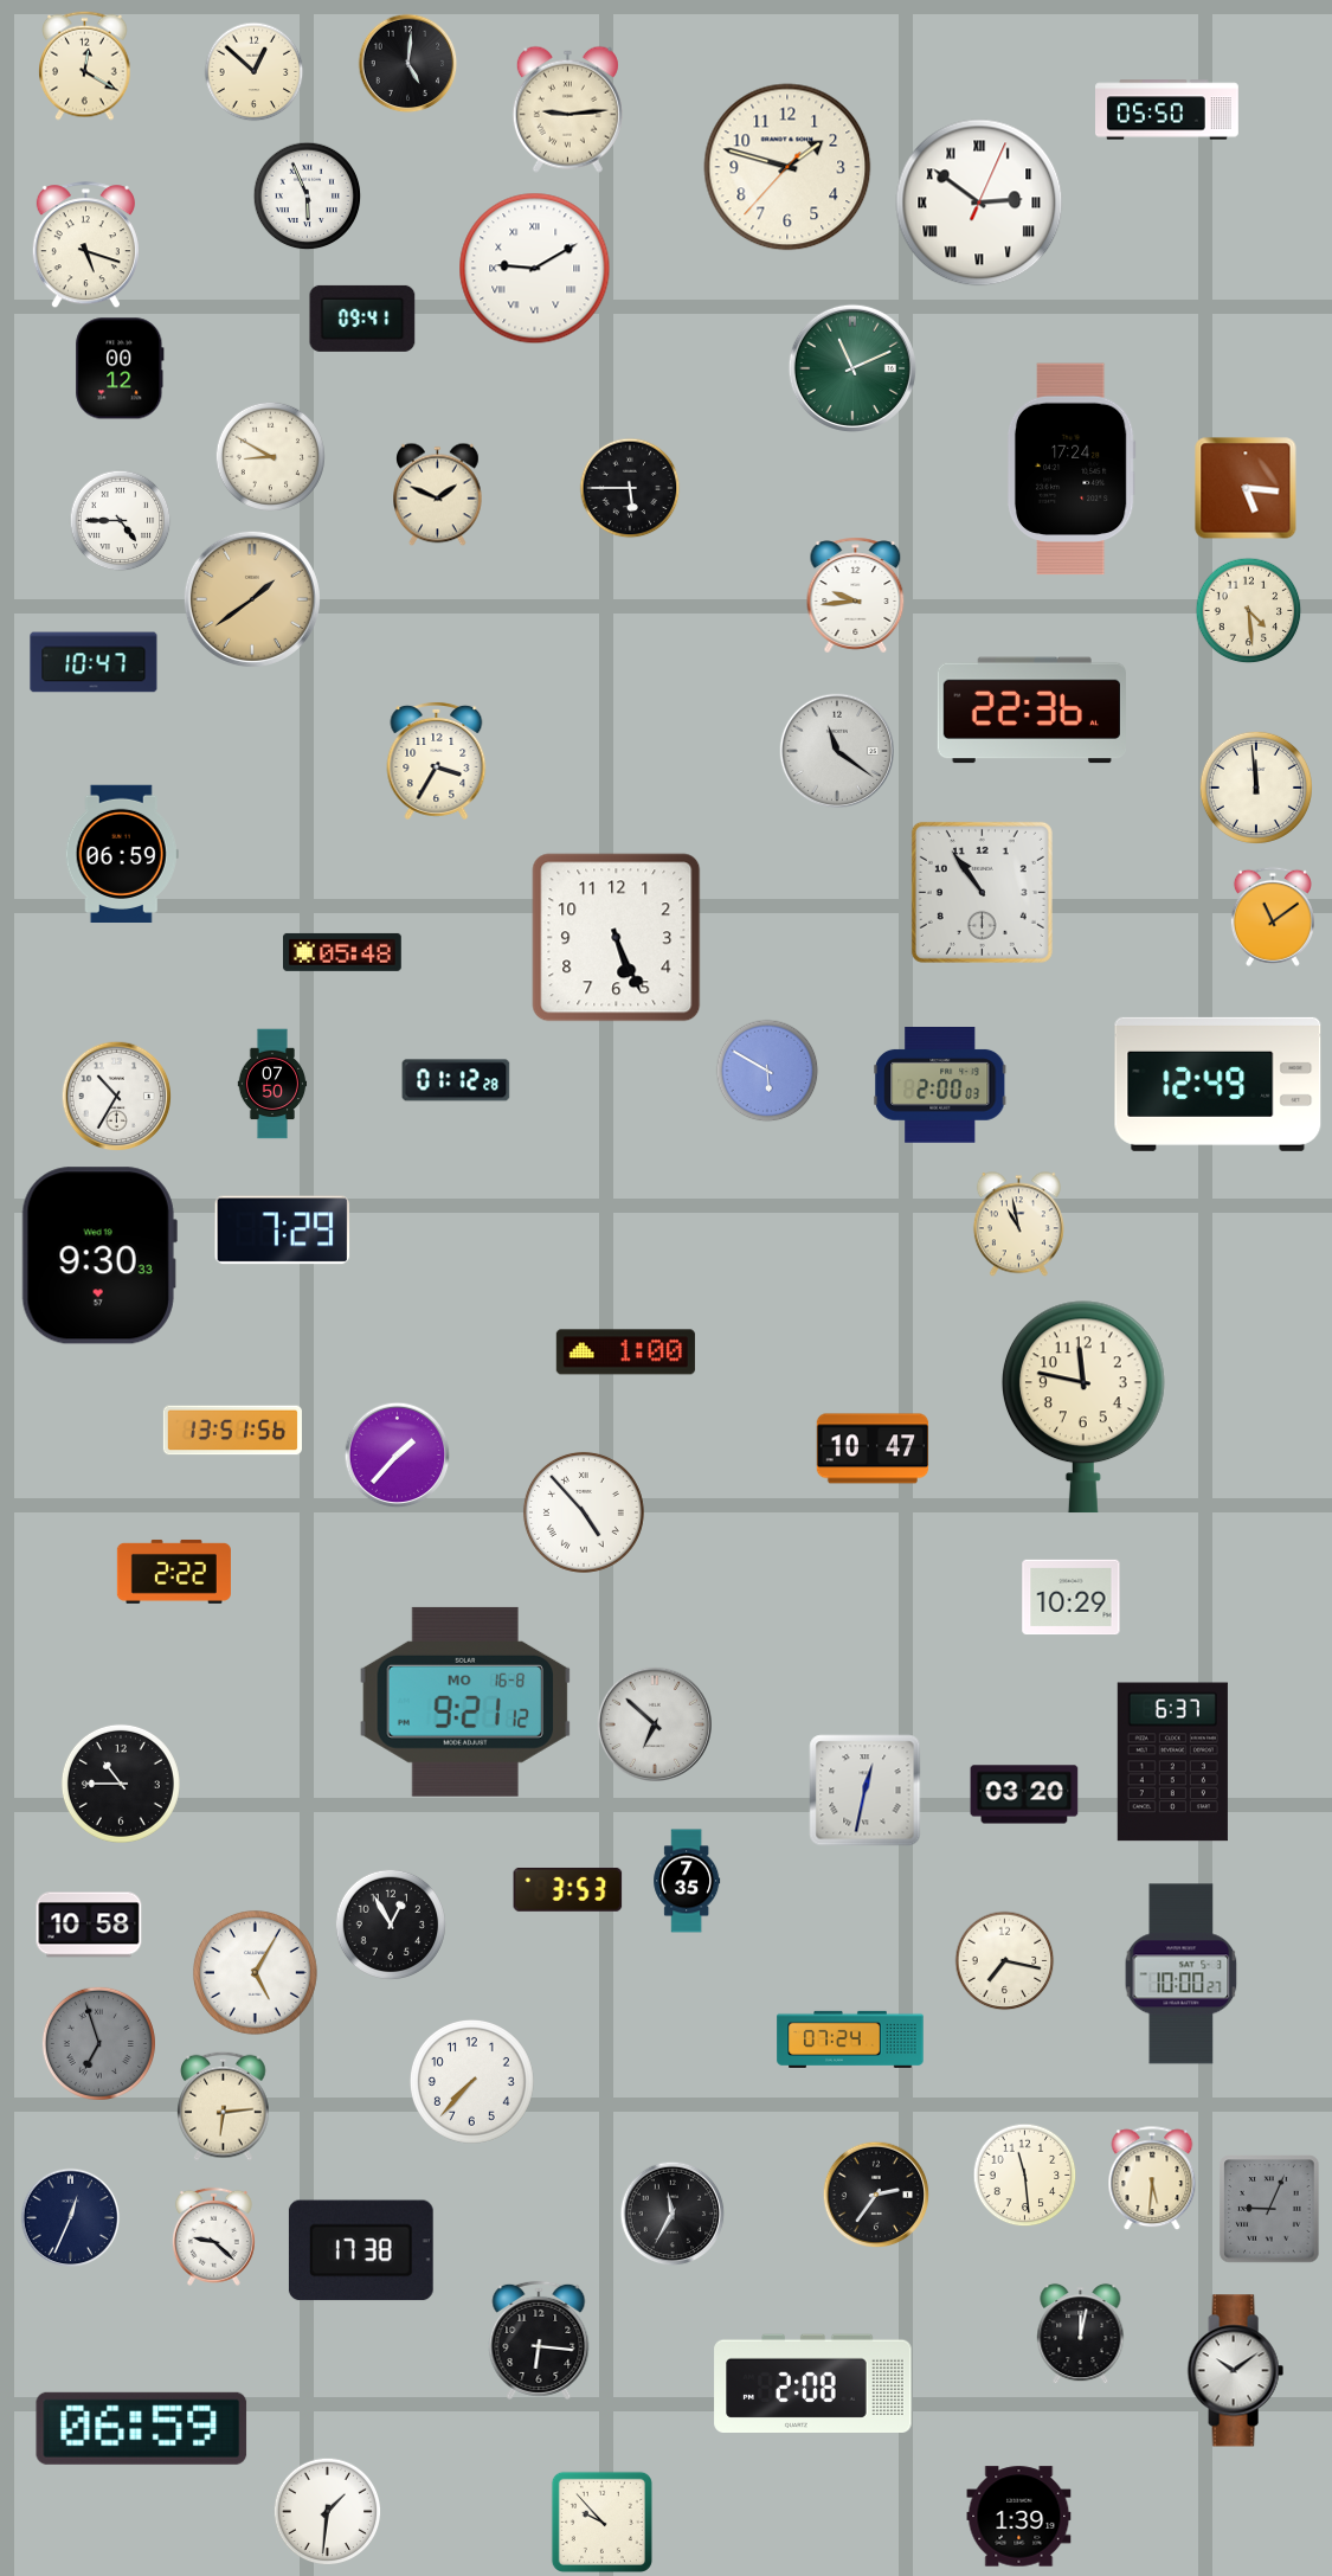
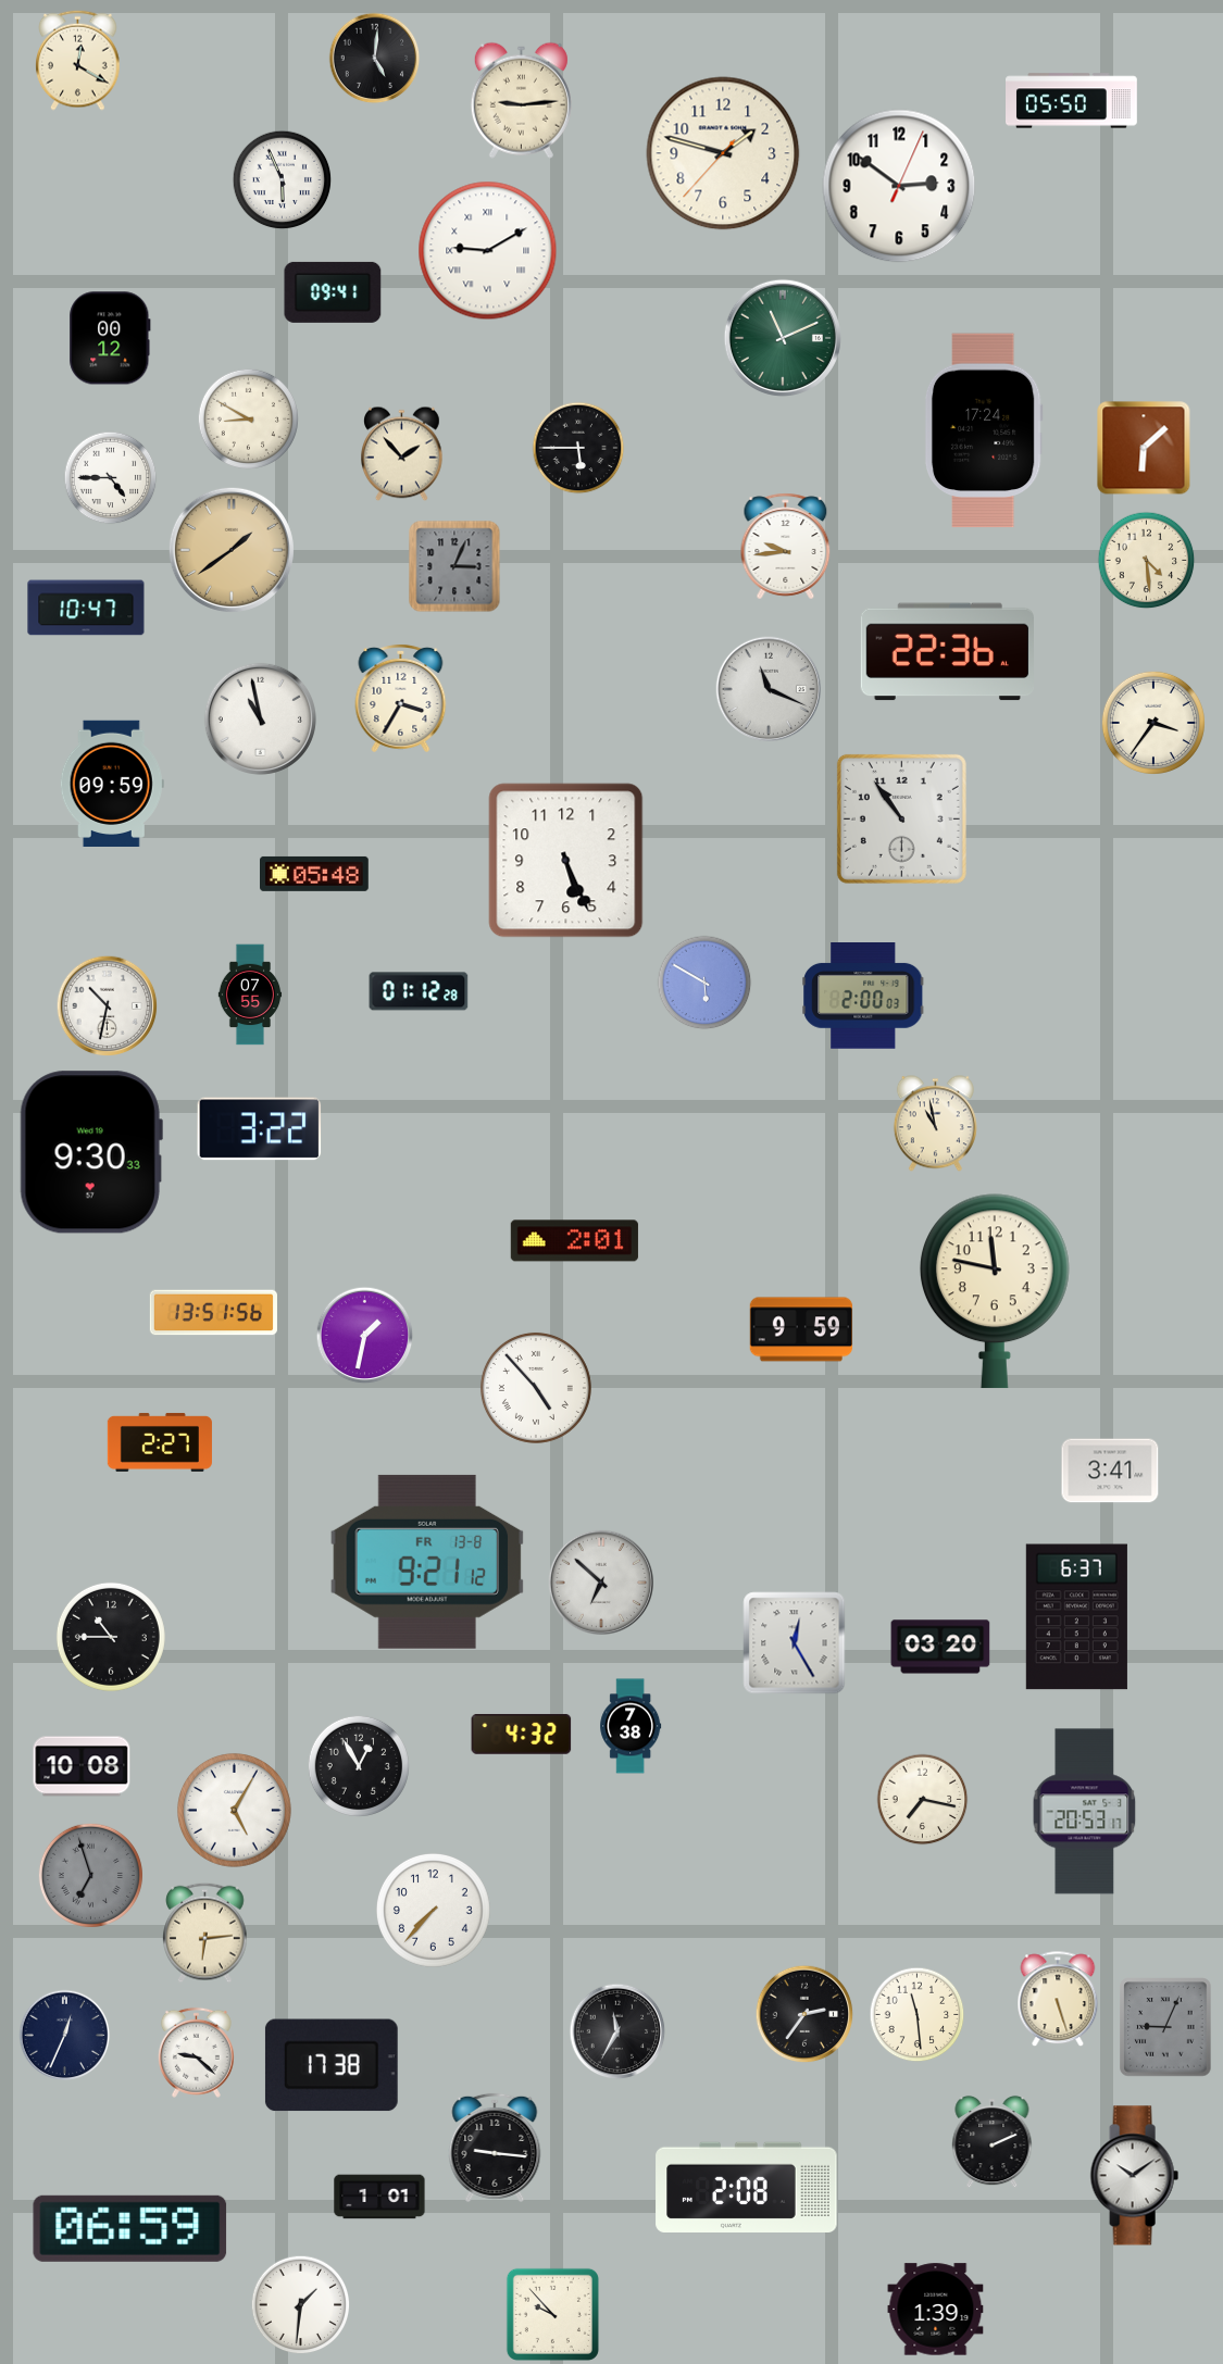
clock at (255, 72): 12:52 -> none
clock at (979, 203) numerals: Roman -> Arabic
clock at (85, 245): 5:18 -> none
clock at (535, 269) position: (535, 269) -> (488, 251)
clock at (1246, 488): 5:16 -> 6:08
clock at (438, 495): 1:49 -> 1:53
clock at (454, 566): none -> 3:04
clock at (836, 750): 11:21 -> 11:19
clock at (260, 718): none -> 10:58
clock at (1256, 788): 11:59 -> 3:36
clock at (122, 853): 06:59 -> 09:59
clock at (1273, 917): 11:09 -> none
clock at (272, 1084): 07:50 -> 07:55
clock at (1218, 1084): 12:49 -> none
clock at (117, 1097): 10:35 -> 10:32
clock at (283, 1231): 7:29 -> 3:22
clock at (625, 1353): 1:00 -> 2:01
clock at (873, 1448): 10:47 -> 9:59
clock at (398, 1456): 1:37 -> 1:32
clock at (174, 1572): 2:22 -> 2:27
clock at (1072, 1598): 10:29 -> none
clock at (1110, 1471): none -> 3:41
clock at (465, 1702) date: MO 16-8 -> FR 13-8
clock at (866, 1791): 12:32 -> 12:25
clock at (687, 1881): 7:35 -> 7:38
clock at (568, 1889): 3:53 -> 4:32
clock at (89, 1925): 10:58 -> 10:08
clock at (1182, 1974): 10:00 -> 20:53
clock at (850, 2039): 07:24 -> none
clock at (1025, 2176) position: (1025, 2176) -> (918, 2015)
clock at (1152, 2179): 5:31 -> 5:27
clock at (1081, 2334): 12:02 -> 2:11
clock at (539, 2340): 6:16 -> 9:16
clock at (379, 2197): none -> 1:01
